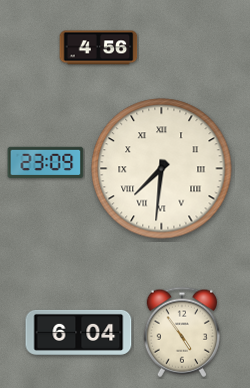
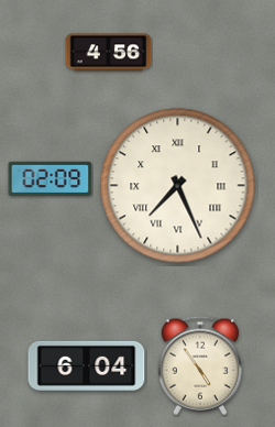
clock at (46, 162): 23:09 -> 02:09
clock at (162, 169): 7:31 -> 7:26
